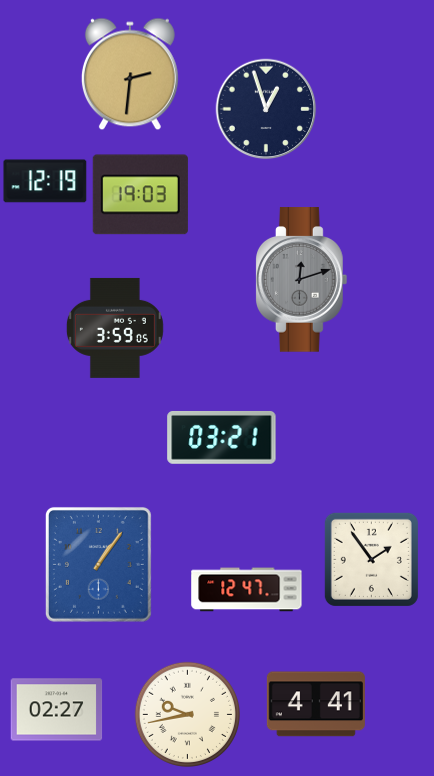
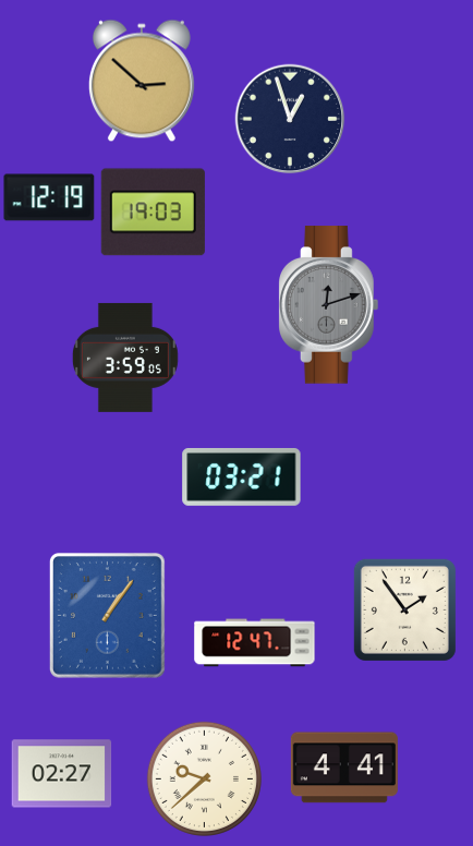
clock at (130, 74): 2:31 -> 2:52
clock at (247, 590) position: (247, 590) -> (255, 643)
clock at (187, 714): 9:43 -> 9:38
